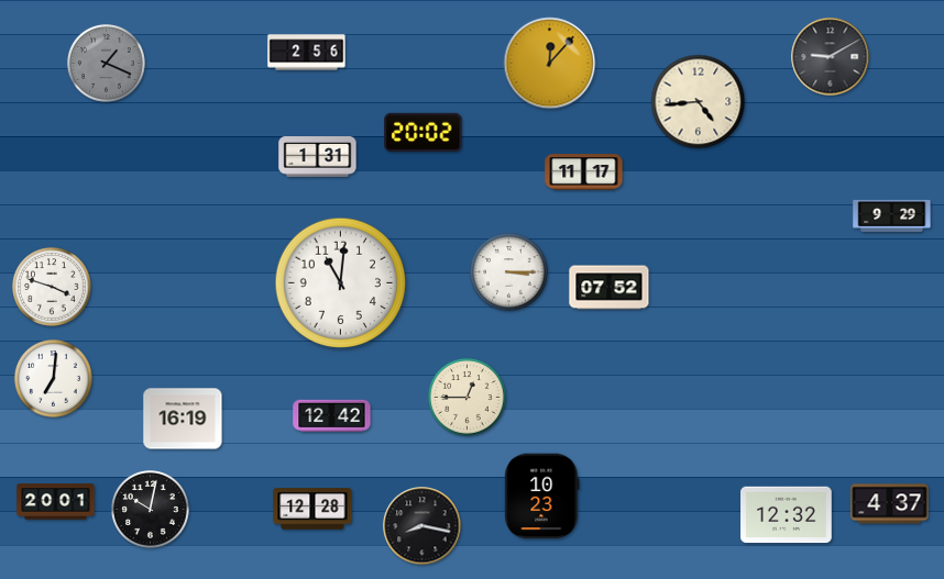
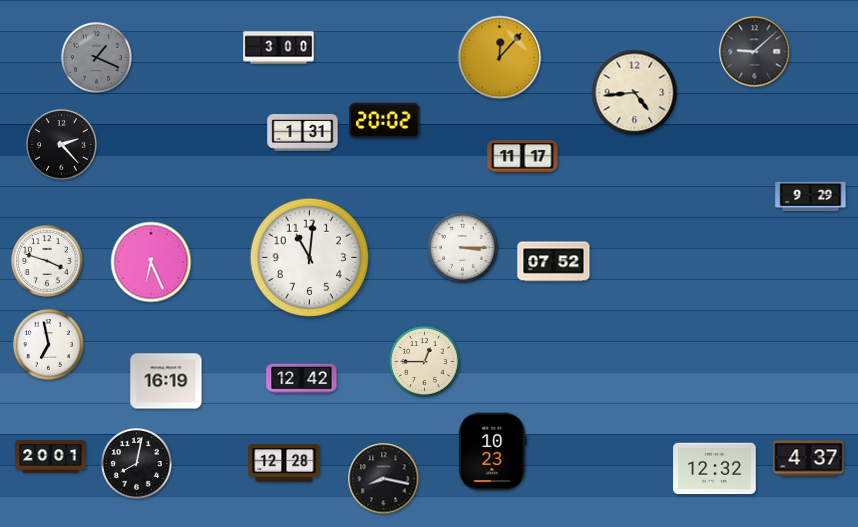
clock at (307, 53): 2:56 -> 3:00
clock at (831, 57): 9:10 -> 9:08
clock at (318, 157) position: (318, 157) -> (303, 133)
clock at (62, 145): none -> 2:23
clock at (584, 172) position: (584, 172) -> (523, 157)
clock at (151, 262): none -> 6:26
clock at (54, 379): 7:01 -> 6:58
clock at (151, 510): 10:02 -> 8:02
